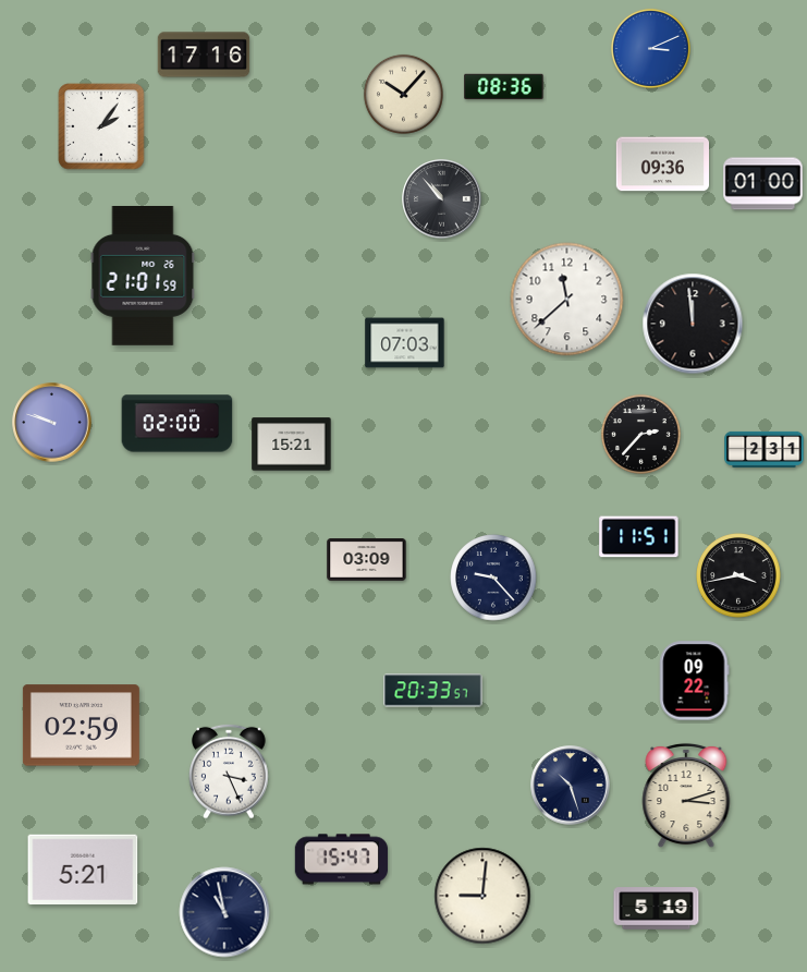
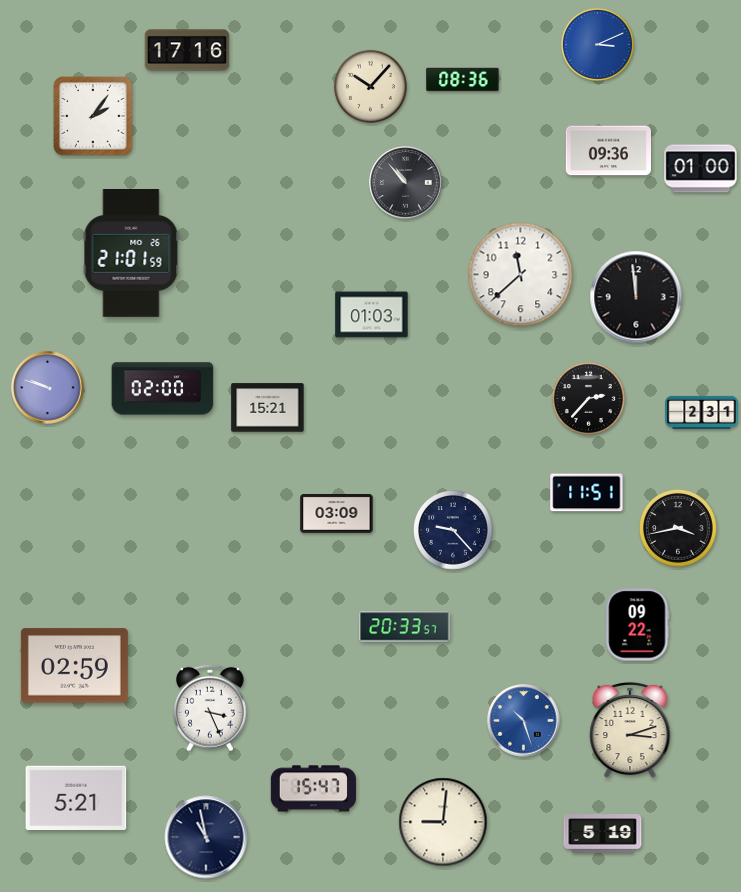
clock at (405, 343): 07:03 -> 01:03
clock at (433, 691) position: (433, 691) -> (405, 627)
clock at (571, 786) dial: navy -> blue
